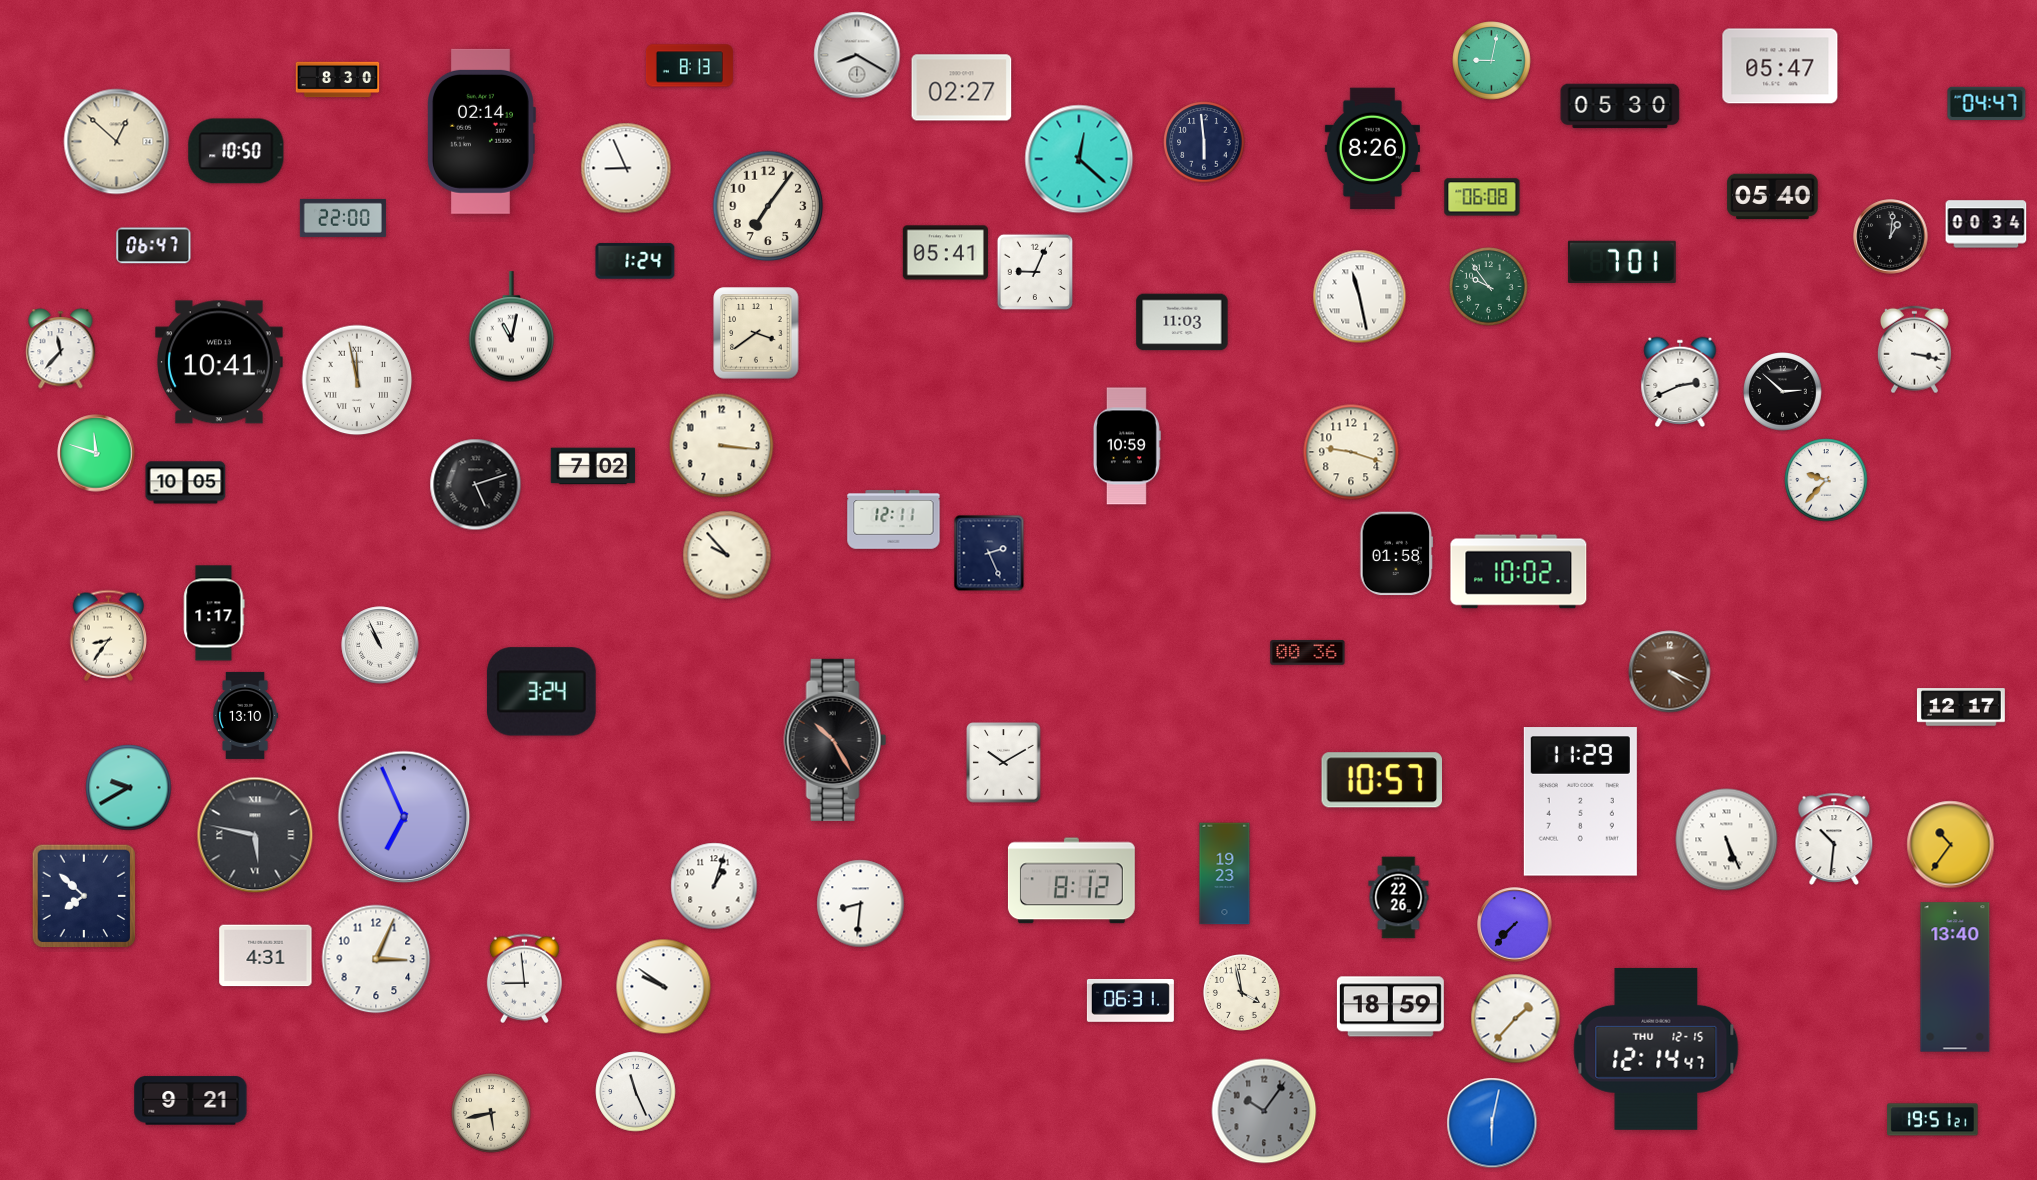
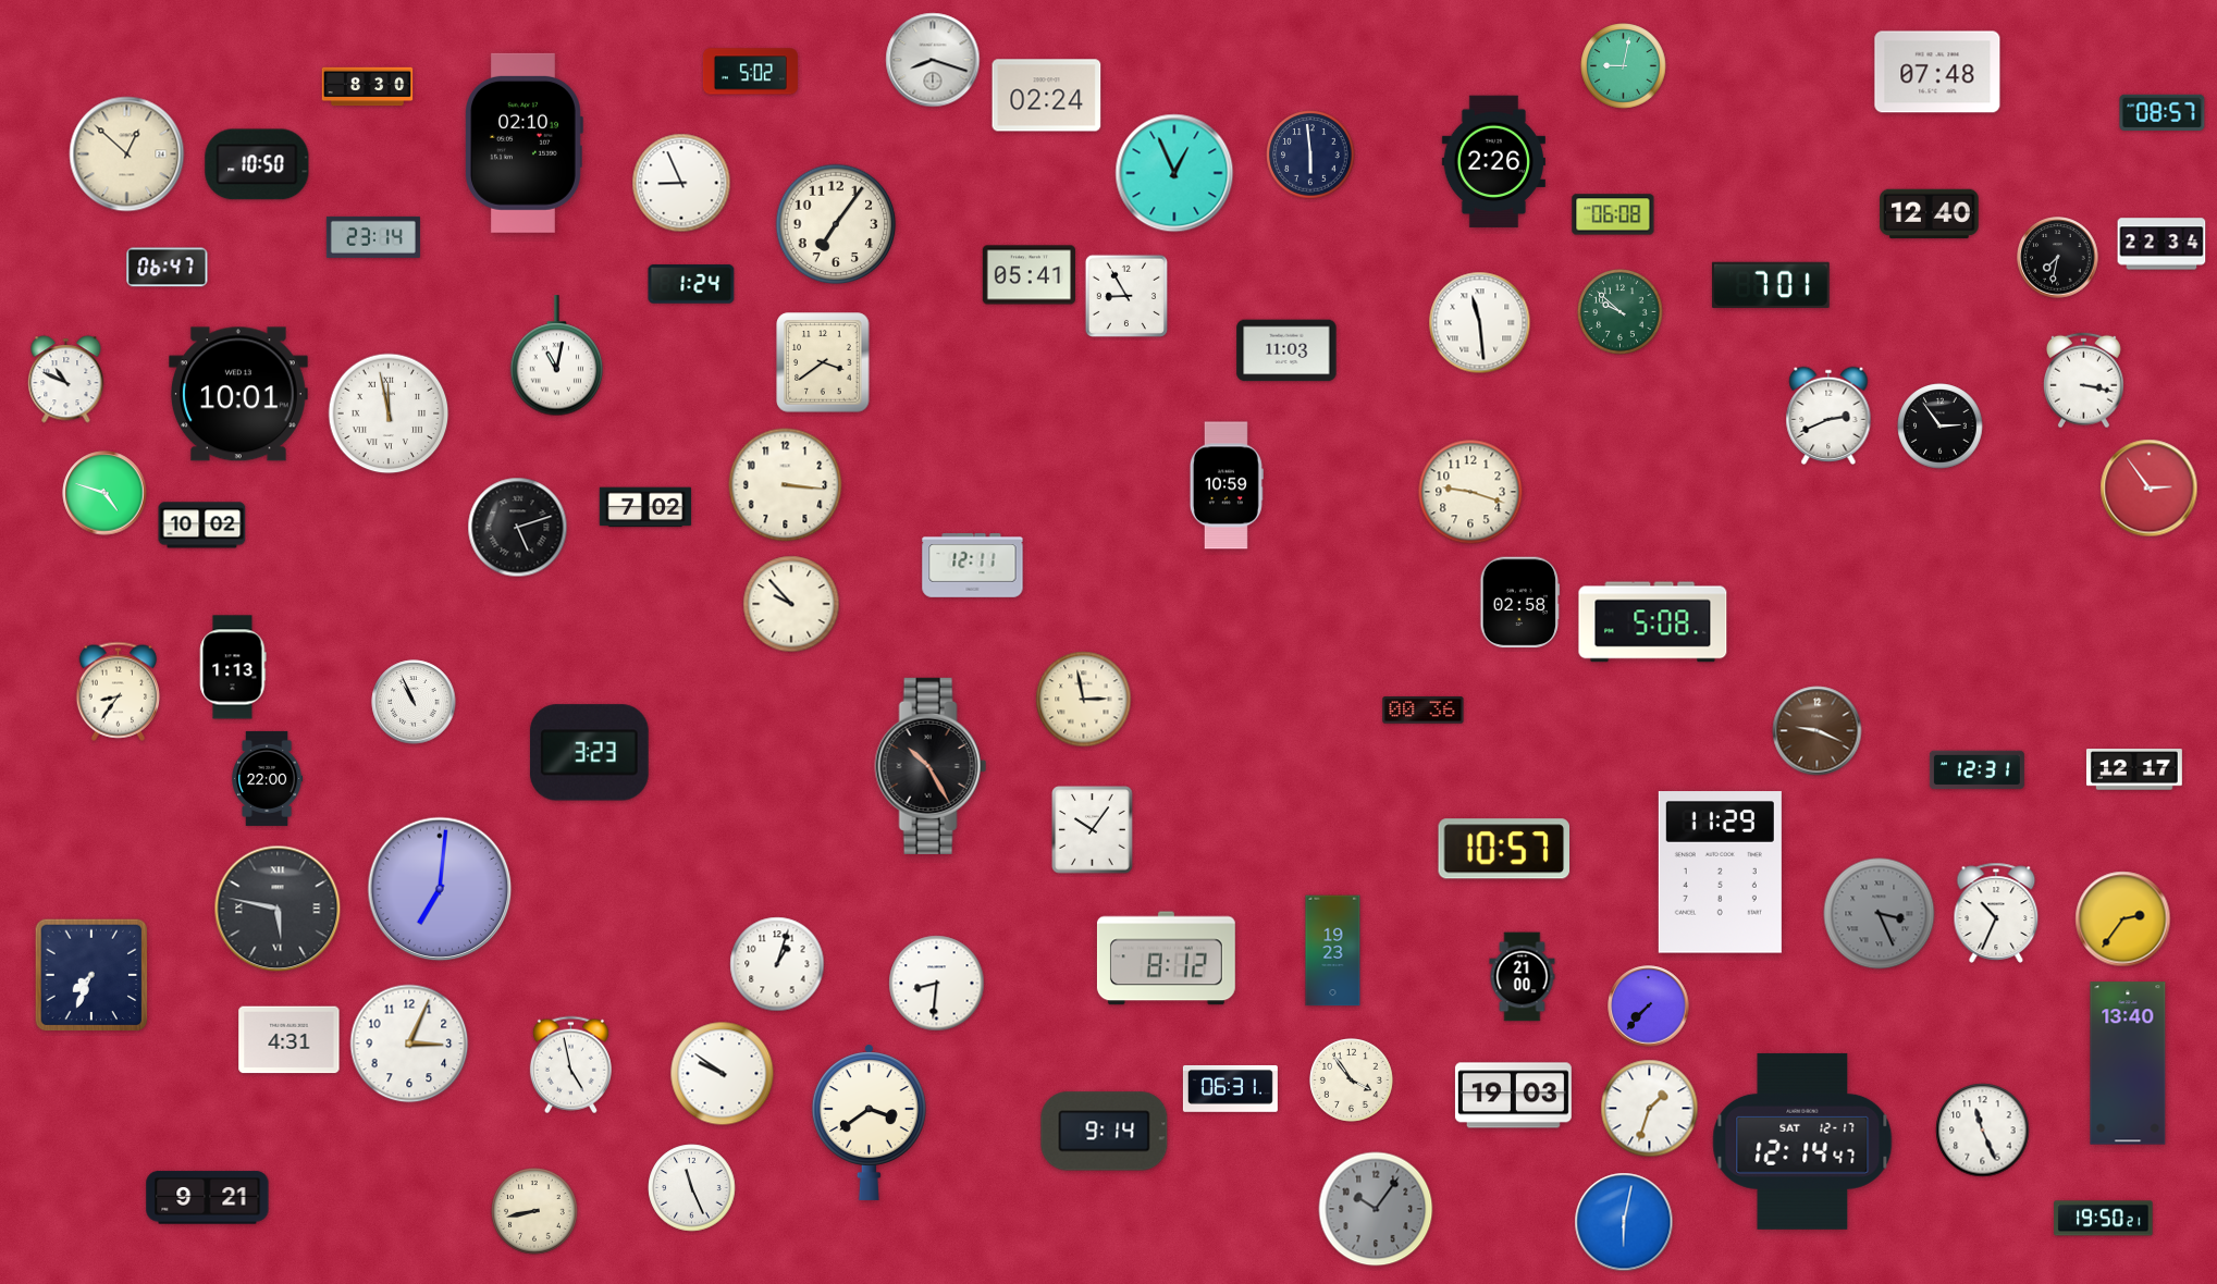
clock at (857, 55): 8:20 -> 8:18
clock at (689, 66): 8:13 -> 5:02
clock at (1780, 66): 05:47 -> 07:48
clock at (962, 88): 02:27 -> 02:24
clock at (1987, 103): 04:47 -> 08:57
clock at (1620, 106): 05:30 -> none
clock at (482, 131): 02:14 -> 02:10
clock at (1372, 149): 8:26 -> 2:26
clock at (1079, 159): 12:22 -> 12:56
clock at (1773, 197): 05:40 -> 12:40
clock at (343, 218): 22:00 -> 23:14
clock at (1986, 224): 00:34 -> 22:34
clock at (1891, 237): 1:01 -> 7:32
clock at (1622, 262) position: (1622, 262) -> (1771, 285)
clock at (1034, 271): 9:04 -> 8:55
clock at (1489, 287): 9:54 -> 9:52
clock at (1360, 297): 11:28 -> 11:29
clock at (61, 349): 11:37 -> 10:49
clock at (220, 362): 10:41 -> 10:01
clock at (1783, 392): 2:52 -> 2:54
clock at (2150, 489): none -> 2:54
clock at (96, 453): 11:48 -> 4:48
clock at (1826, 480): 9:37 -> none
clock at (186, 483): 10:05 -> 10:02
clock at (989, 553): 2:26 -> none
clock at (1397, 554): 01:58 -> 02:58
clock at (1519, 572): 10:02 -> 5:08
clock at (214, 613): 1:17 -> 1:13
clock at (1084, 700): none -> 2:58
clock at (1670, 672): 4:19 -> 9:19
clock at (541, 692): 3:24 -> 3:23
clock at (1976, 770): none -> 12:31
clock at (246, 715): 13:10 -> 22:00
clock at (835, 740) position: (835, 740) -> (931, 766)
clock at (1004, 763): 10:10 -> 10:06
clock at (129, 788): 9:40 -> none
clock at (404, 817): 6:56 -> 7:01
clock at (1834, 839): 10:31 -> 10:34
clock at (1727, 840): 5:26 -> 3:26
clock at (1727, 840) dial: white -> grey
clock at (1951, 845): 10:36 -> 2:36
clock at (84, 896): 7:52 -> 7:34
clock at (1399, 898): 22:26 -> 21:00
clock at (524, 979): 8:59 -> 4:58
clock at (1242, 993): 3:58 -> 3:54
clock at (1390, 1007): 18:59 -> 19:03
clock at (1516, 1019): 1:37 -> 1:33
clock at (869, 1122): none -> 3:39
clock at (1983, 1131): none -> 11:26
clock at (1105, 1132): none -> 9:14
clock at (1656, 1049) date: THU 12-15 -> SAT 12-17
clock at (491, 1113): 5:43 -> 8:43
clock at (1933, 1120): 19:51 -> 19:50
